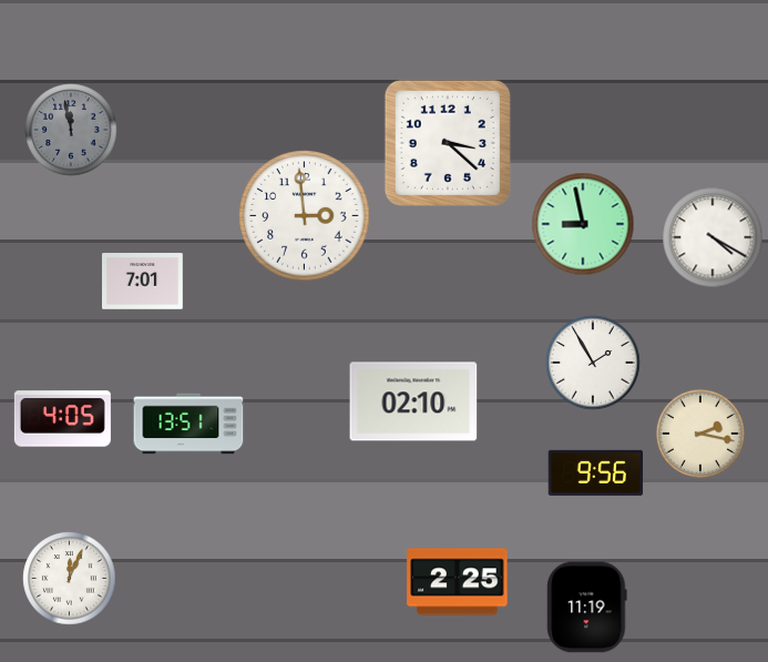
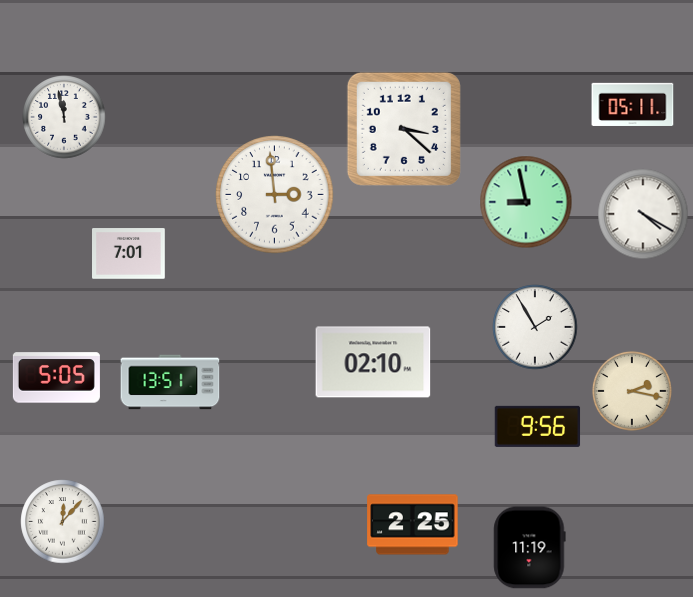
clock at (633, 104): none -> 05:11
clock at (71, 130) dial: grey -> white
clock at (62, 419): 4:05 -> 5:05
clock at (70, 579): 12:04 -> 12:07
